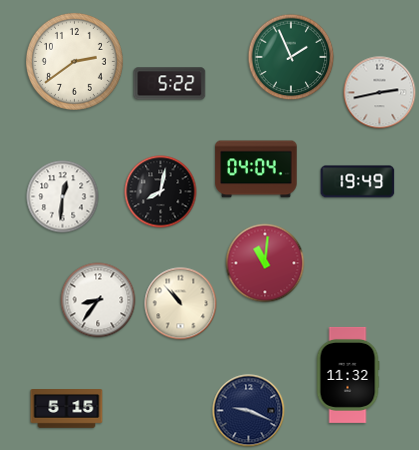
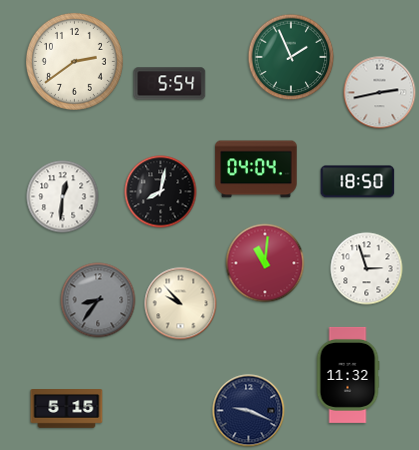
clock at (170, 84): 5:22 -> 5:54
clock at (358, 182): 19:49 -> 18:50
clock at (367, 269): none -> 2:57
clock at (98, 300) dial: white -> grey
clock at (181, 304): 10:53 -> 9:53
